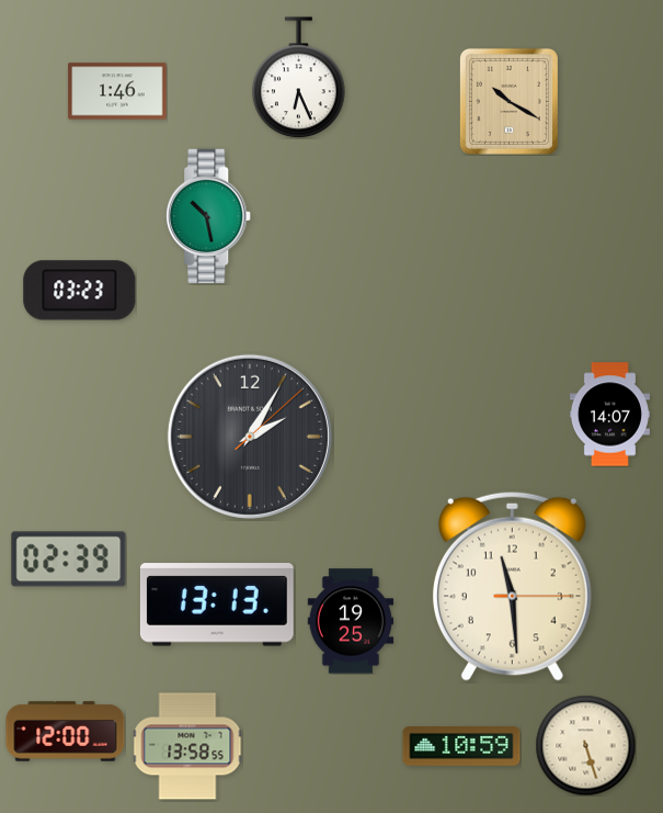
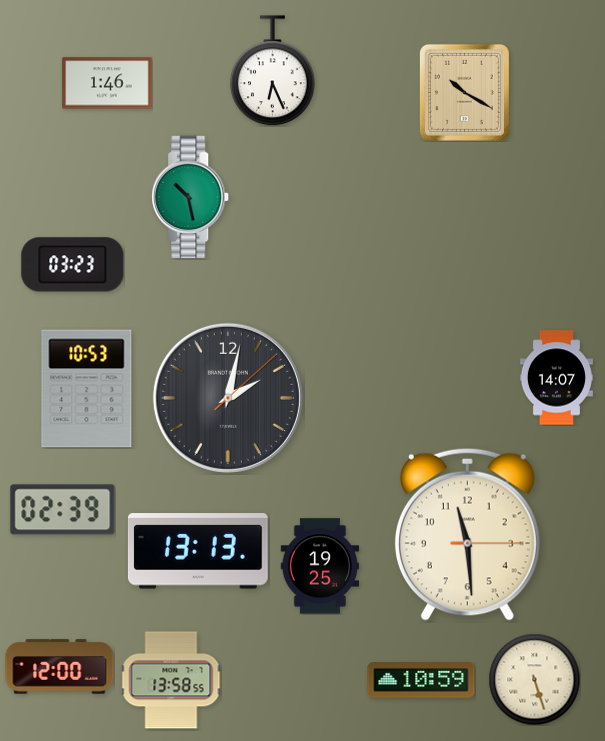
clock at (87, 389): none -> 10:53
clock at (250, 437): 2:05 -> 2:02
